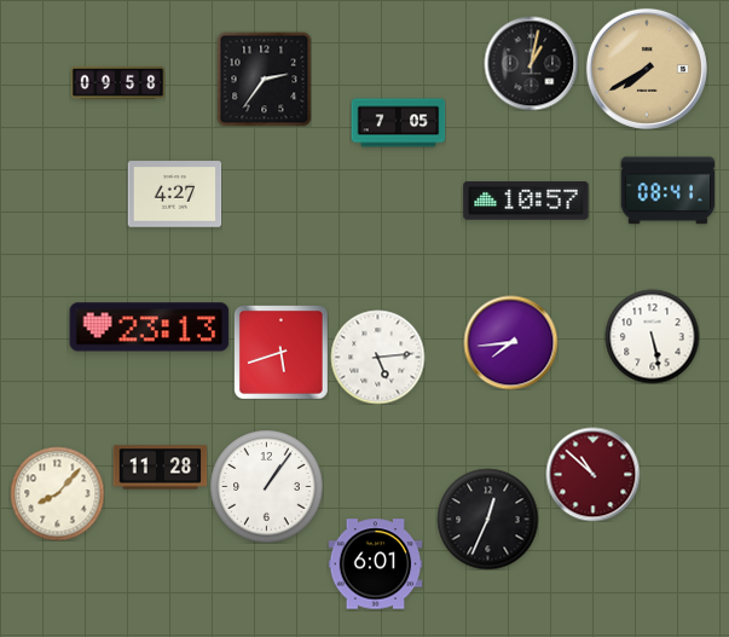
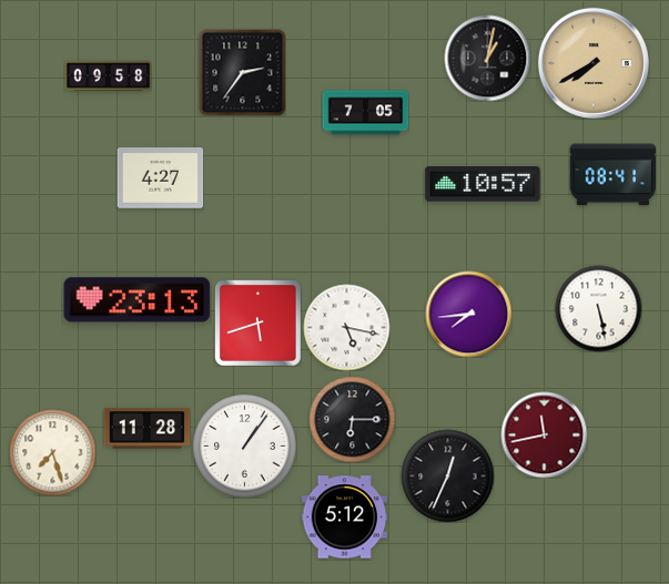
clock at (377, 357): 5:14 -> 5:17
clock at (352, 419): none -> 6:15
clock at (592, 474): 10:52 -> 11:43
clock at (57, 493): 8:07 -> 7:27
clock at (375, 564): 6:01 -> 5:12
